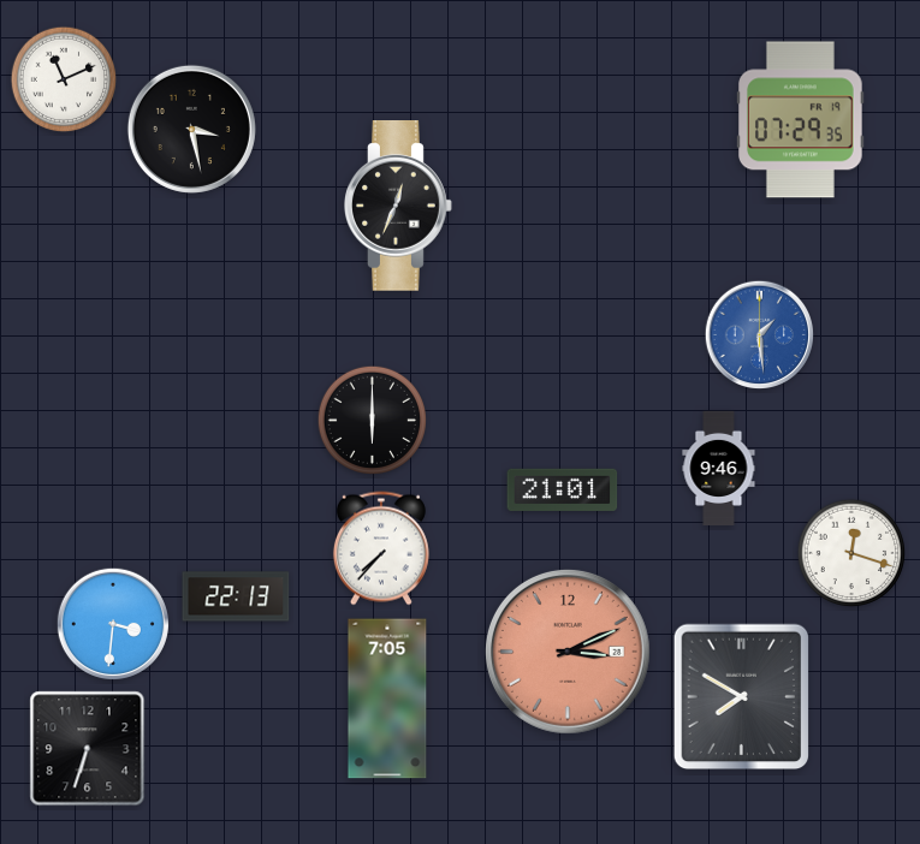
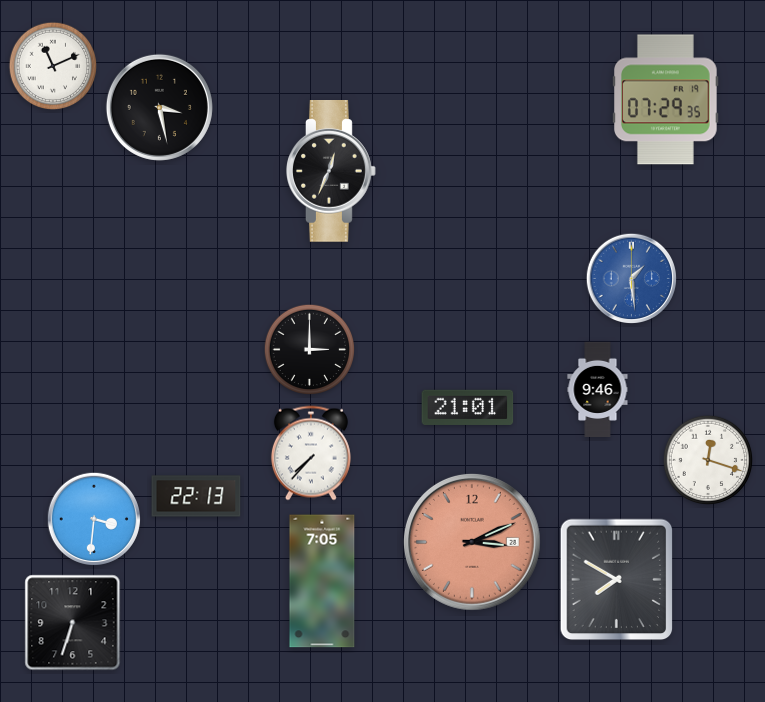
clock at (372, 420): 6:00 -> 3:00
clock at (381, 548) position: (381, 548) -> (311, 453)
